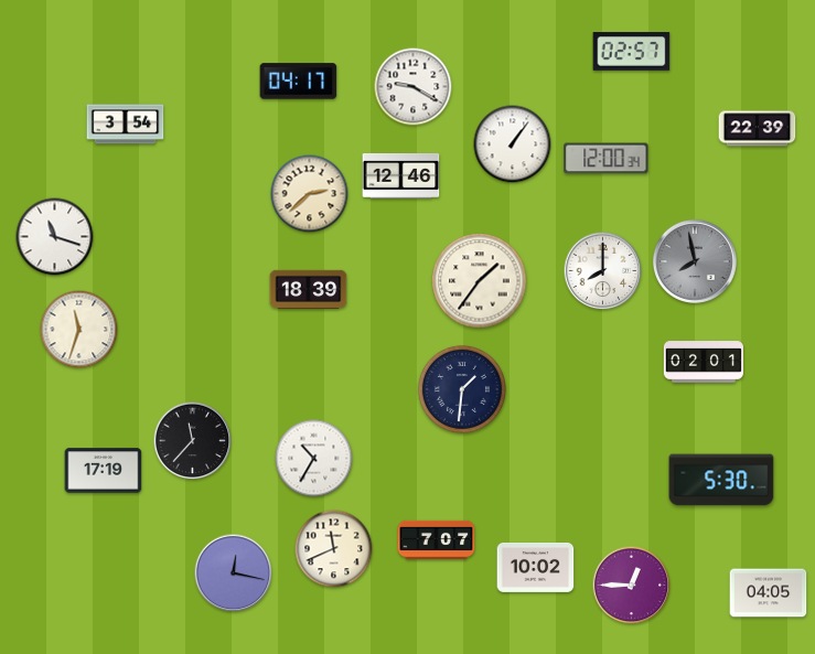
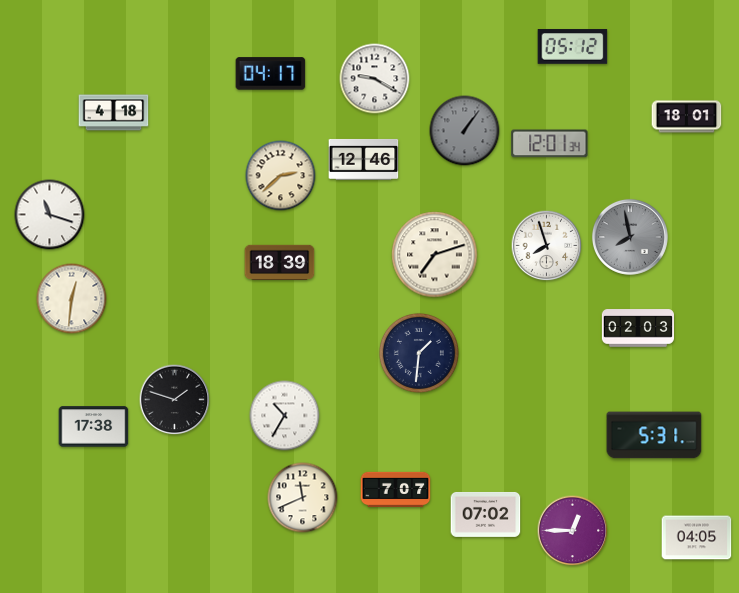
clock at (632, 52): 02:57 -> 05:12
clock at (126, 125): 3:54 -> 4:18
clock at (758, 129): 22:39 -> 18:01
clock at (513, 144) dial: white -> grey
clock at (607, 159): 12:00 -> 12:01
clock at (603, 271): 8:00 -> 7:57
clock at (480, 281): 1:36 -> 7:12
clock at (79, 330): 11:33 -> 12:31
clock at (704, 362): 02:01 -> 02:03
clock at (193, 441): 11:37 -> 1:48
clock at (104, 471): 17:19 -> 17:38
clock at (721, 480): 5:30 -> 5:31
clock at (536, 567): 10:02 -> 07:02
clock at (234, 573): 12:17 -> none
